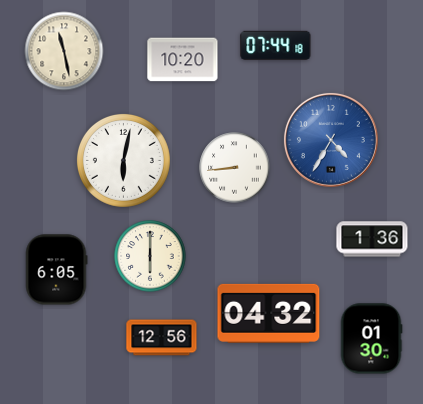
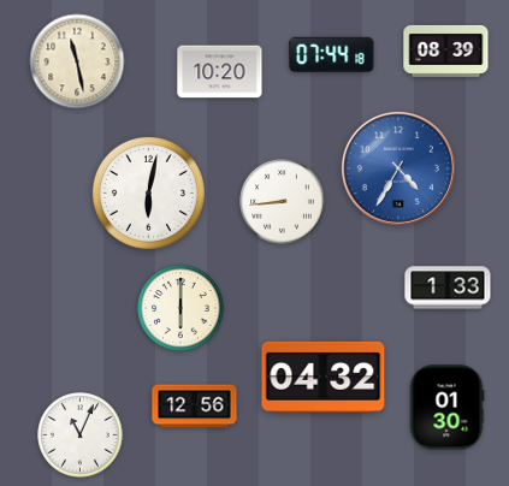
clock at (446, 51): none -> 08:39
clock at (372, 239): 1:36 -> 1:33
clock at (56, 270): 6:05 -> none
clock at (81, 435): none -> 11:04
